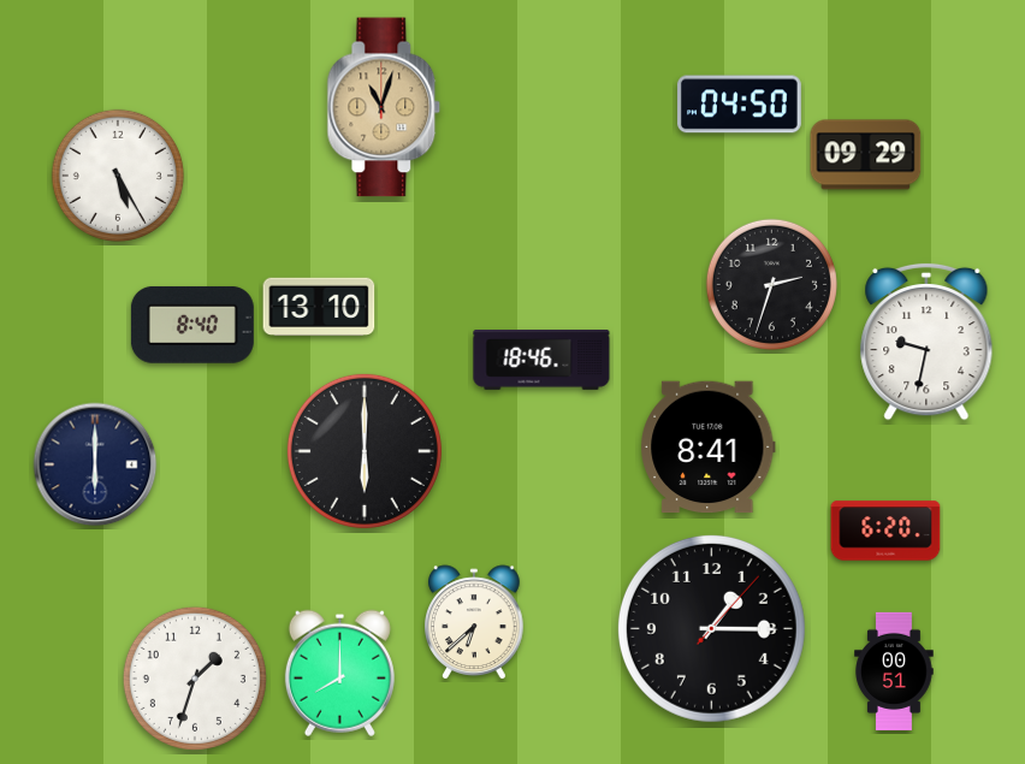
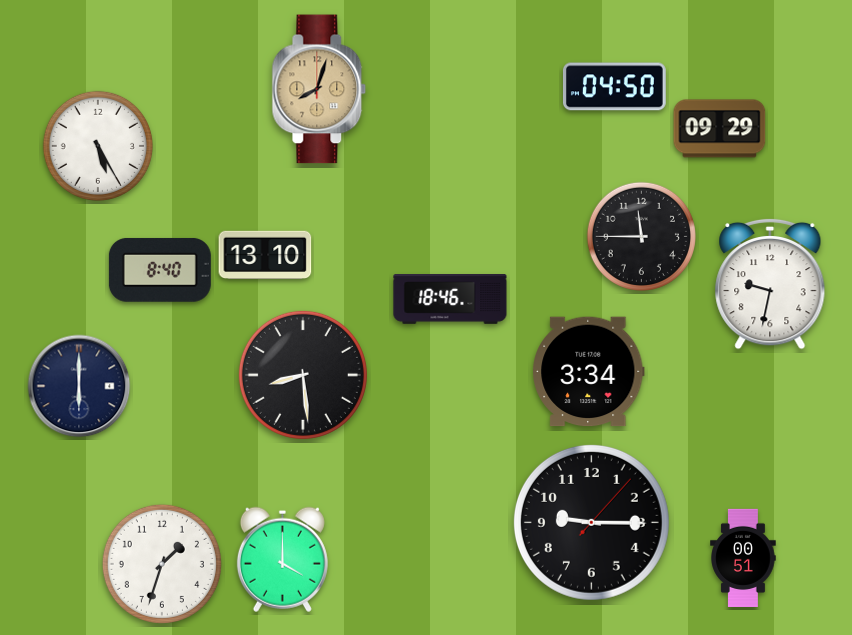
clock at (384, 107): 11:03 -> 8:03
clock at (771, 284): 2:33 -> 11:45
clock at (709, 448): 8:41 -> 3:34
clock at (365, 451): 6:00 -> 8:29
clock at (885, 531): 6:20 -> none
clock at (475, 622): 6:38 -> none
clock at (711, 628): 1:15 -> 9:15
clock at (339, 673): 8:00 -> 4:00
